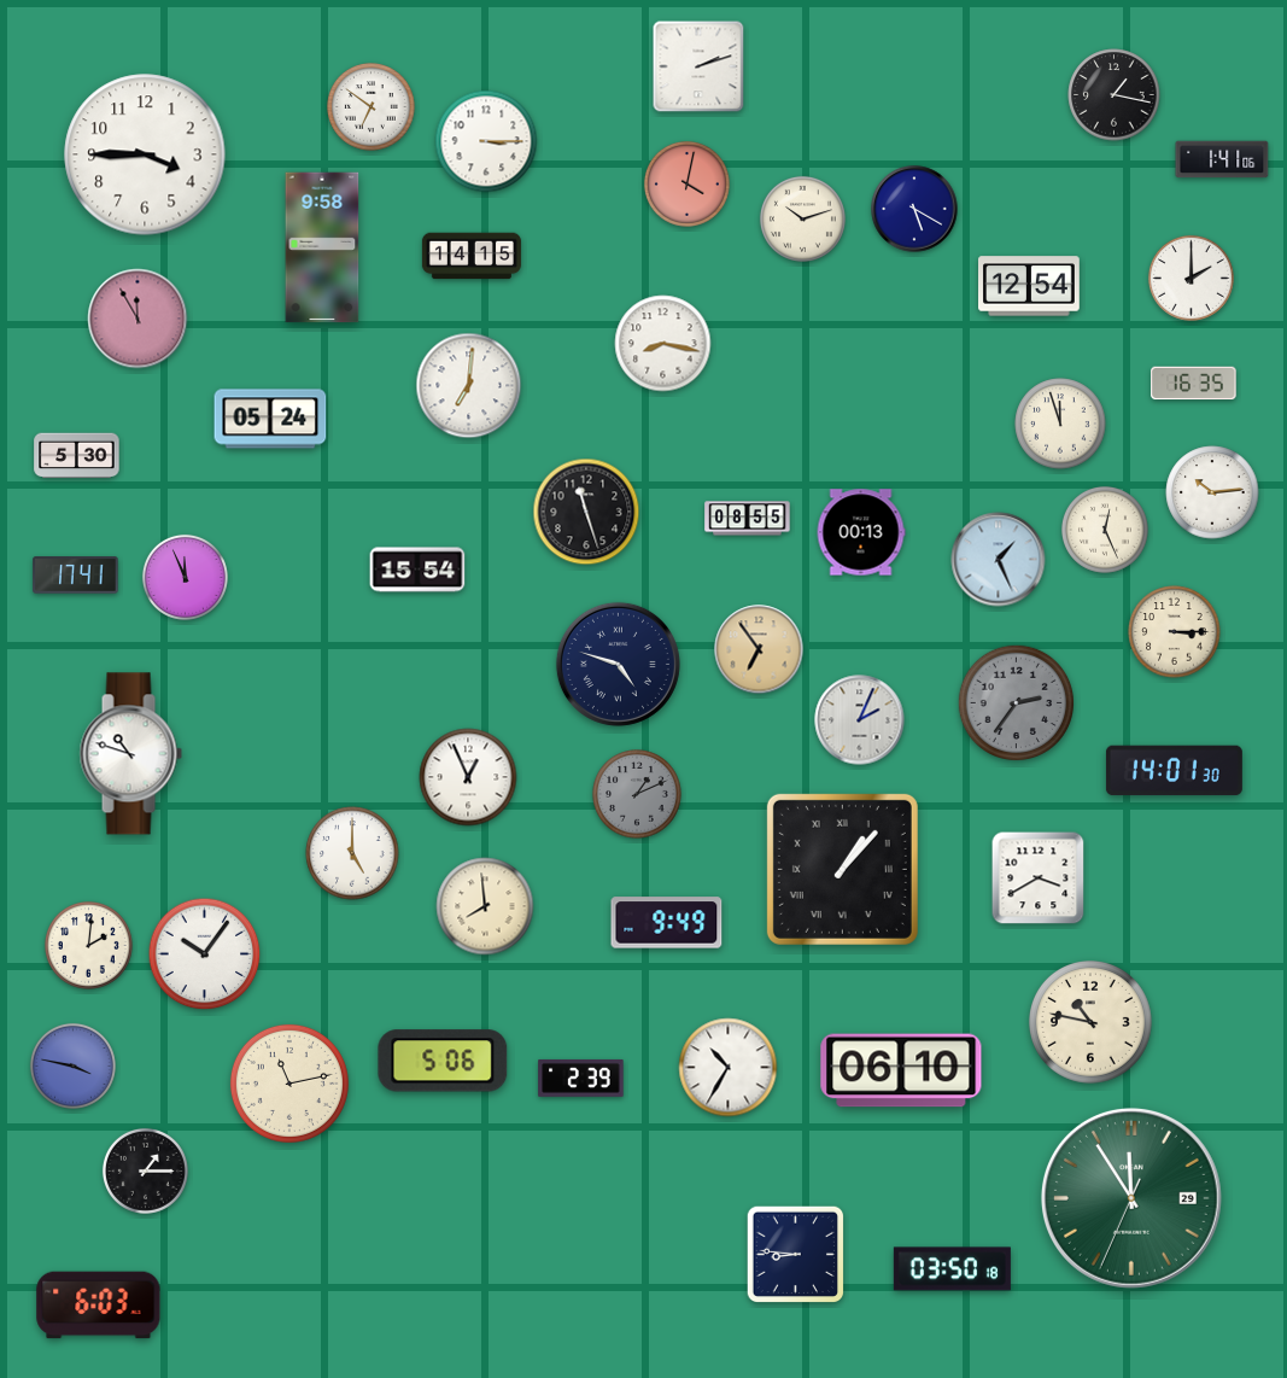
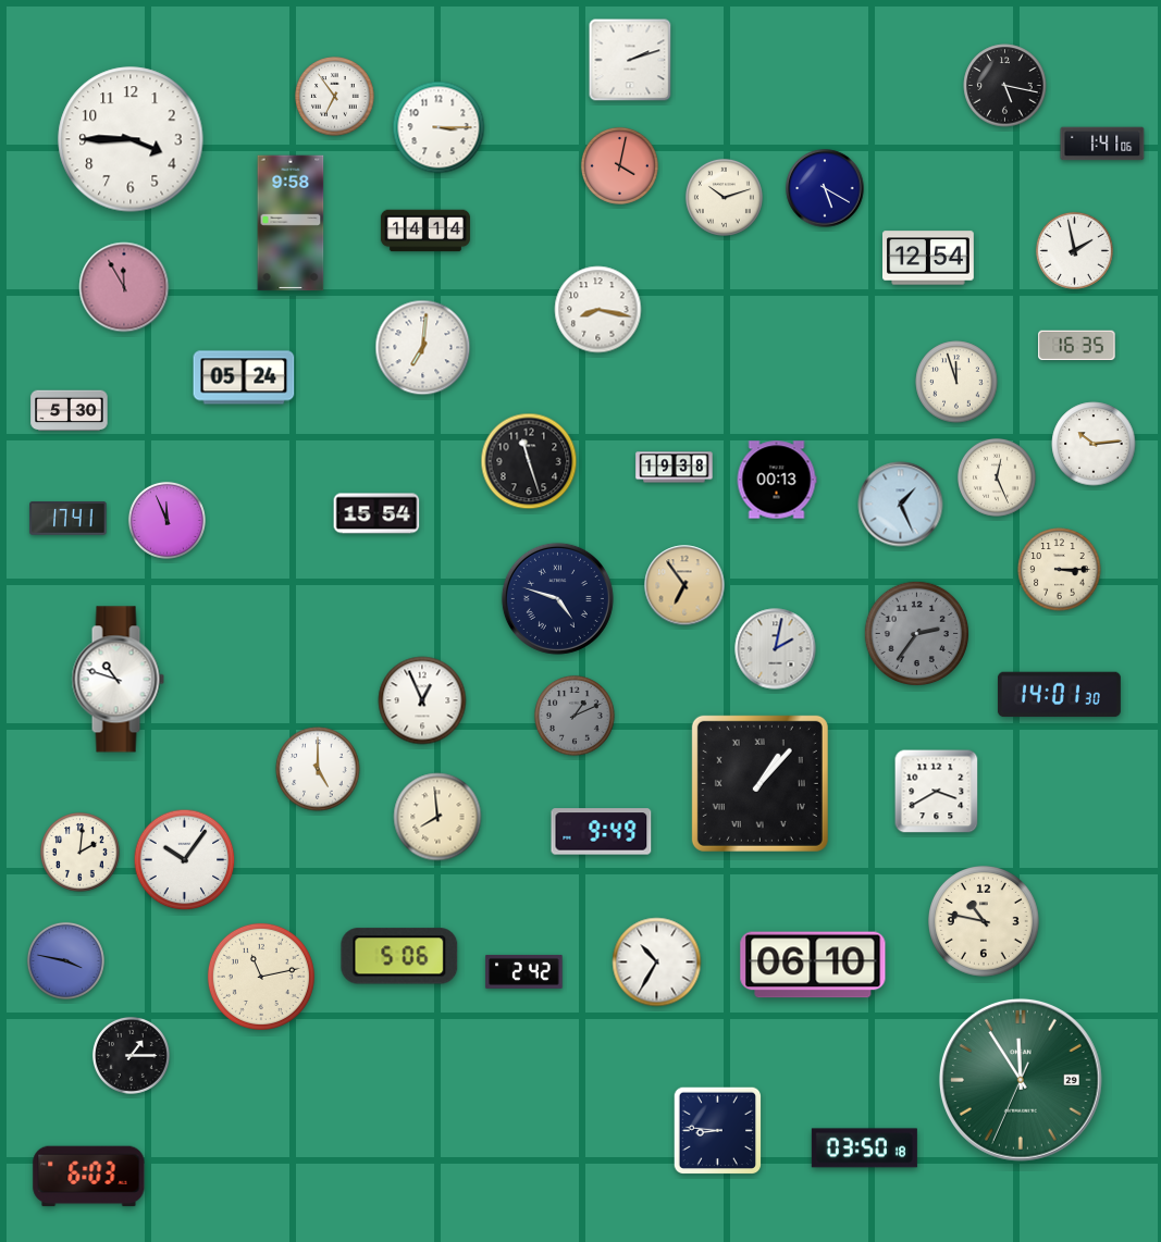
clock at (1115, 95): 1:17 -> 5:17
clock at (372, 107): 6:51 -> 6:54
clock at (472, 256): 14:15 -> 14:14
clock at (1191, 278): 2:00 -> 1:58
clock at (748, 519): 08:55 -> 19:38
clock at (860, 720): 2:04 -> 2:02
clock at (581, 1078): 2:39 -> 2:42
clock at (952, 1269) position: (952, 1269) -> (864, 1148)
